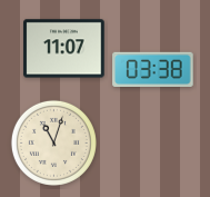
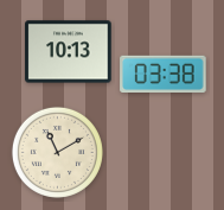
clock at (64, 49): 11:07 -> 10:13
clock at (53, 142): 11:03 -> 11:10
